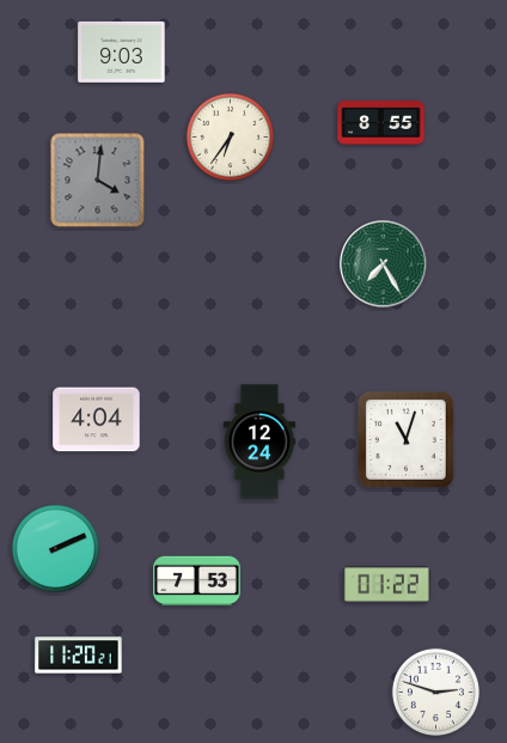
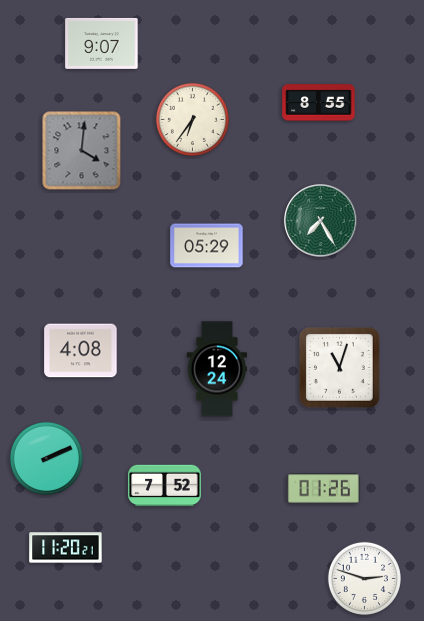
clock at (122, 51): 9:03 -> 9:07
clock at (230, 136) position: (230, 136) -> (192, 119)
clock at (207, 246): none -> 05:29
clock at (97, 420): 4:04 -> 4:08
clock at (197, 581): 7:53 -> 7:52
clock at (387, 585): 01:22 -> 01:26
